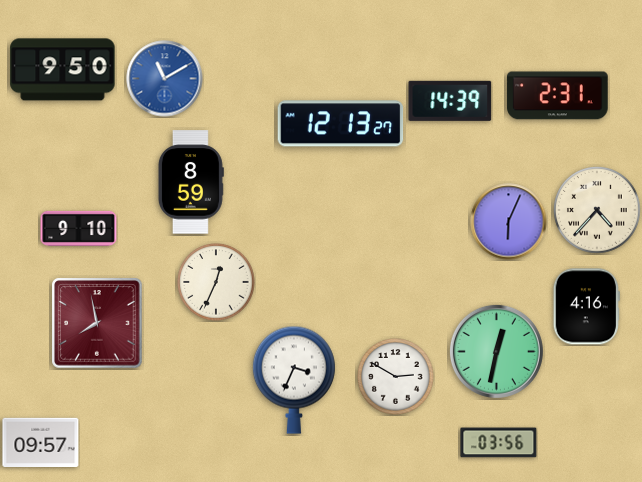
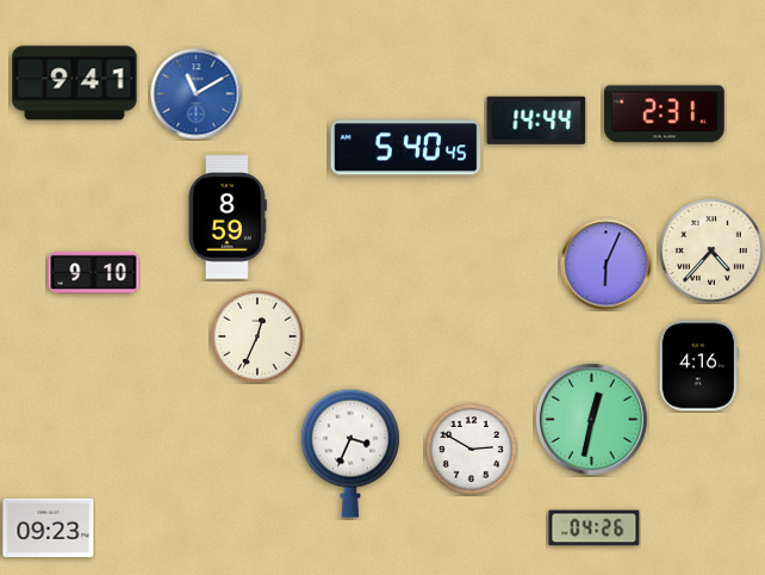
clock at (63, 70): 9:50 -> 9:41
clock at (450, 101): 14:39 -> 14:44
clock at (341, 124): 12:13 -> 5:40
clock at (97, 323): 7:58 -> none
clock at (41, 442): 09:57 -> 09:23
clock at (499, 443): 03:56 -> 04:26
